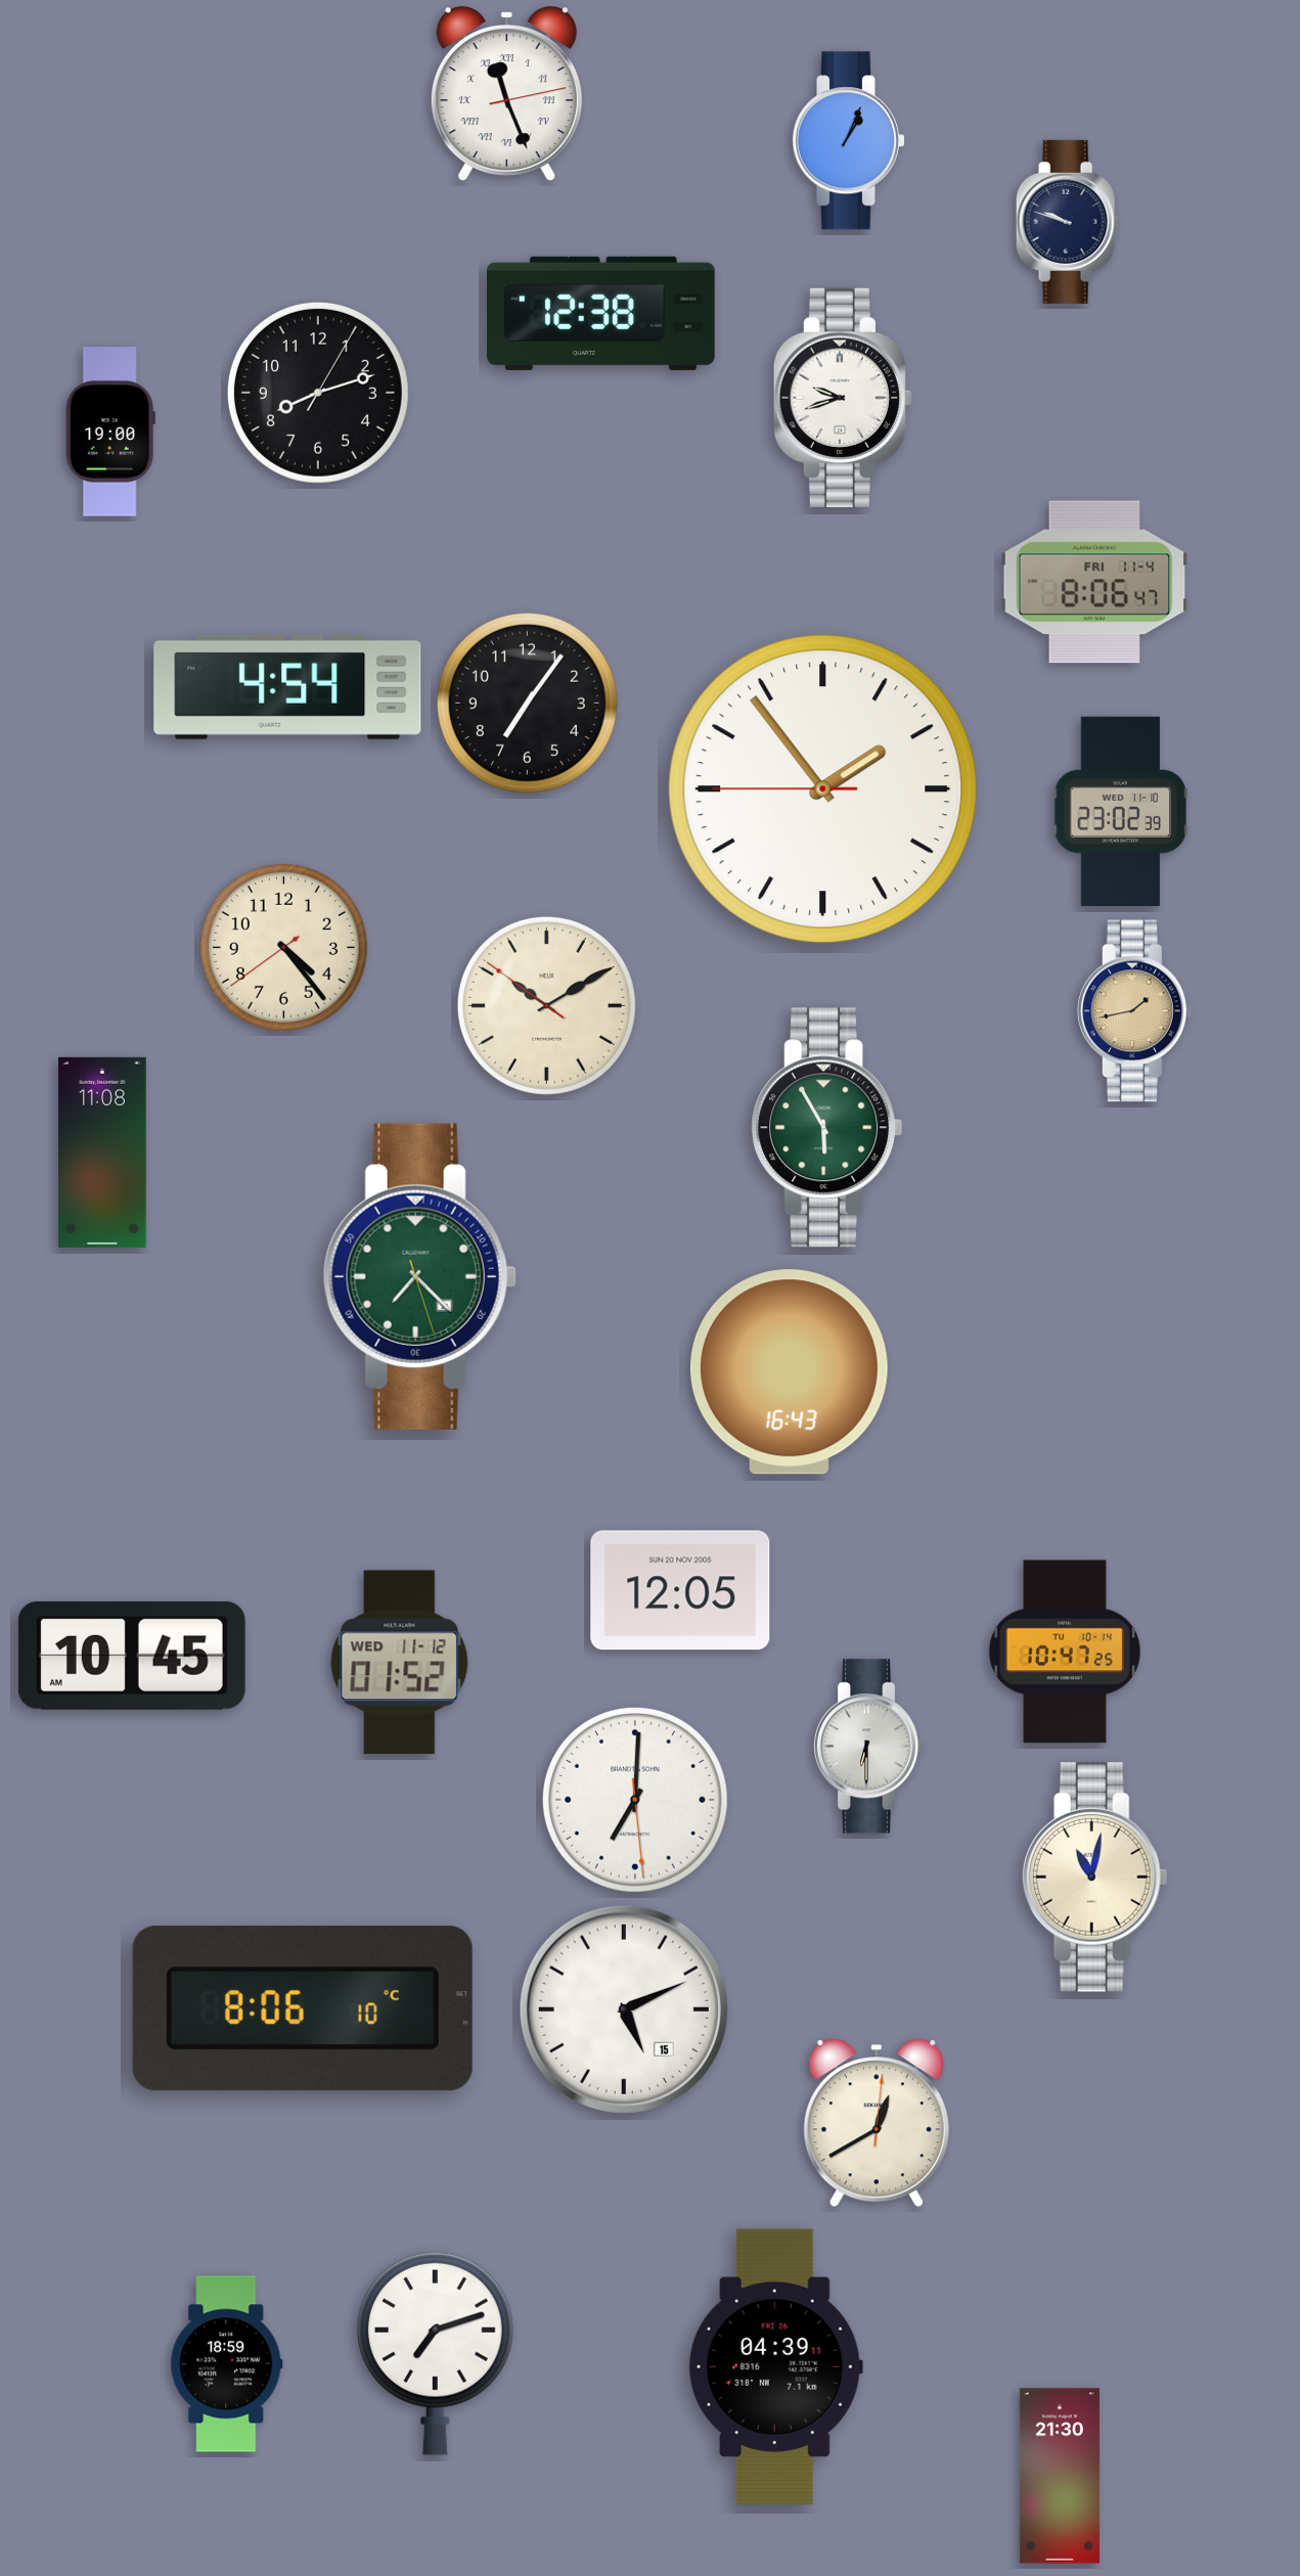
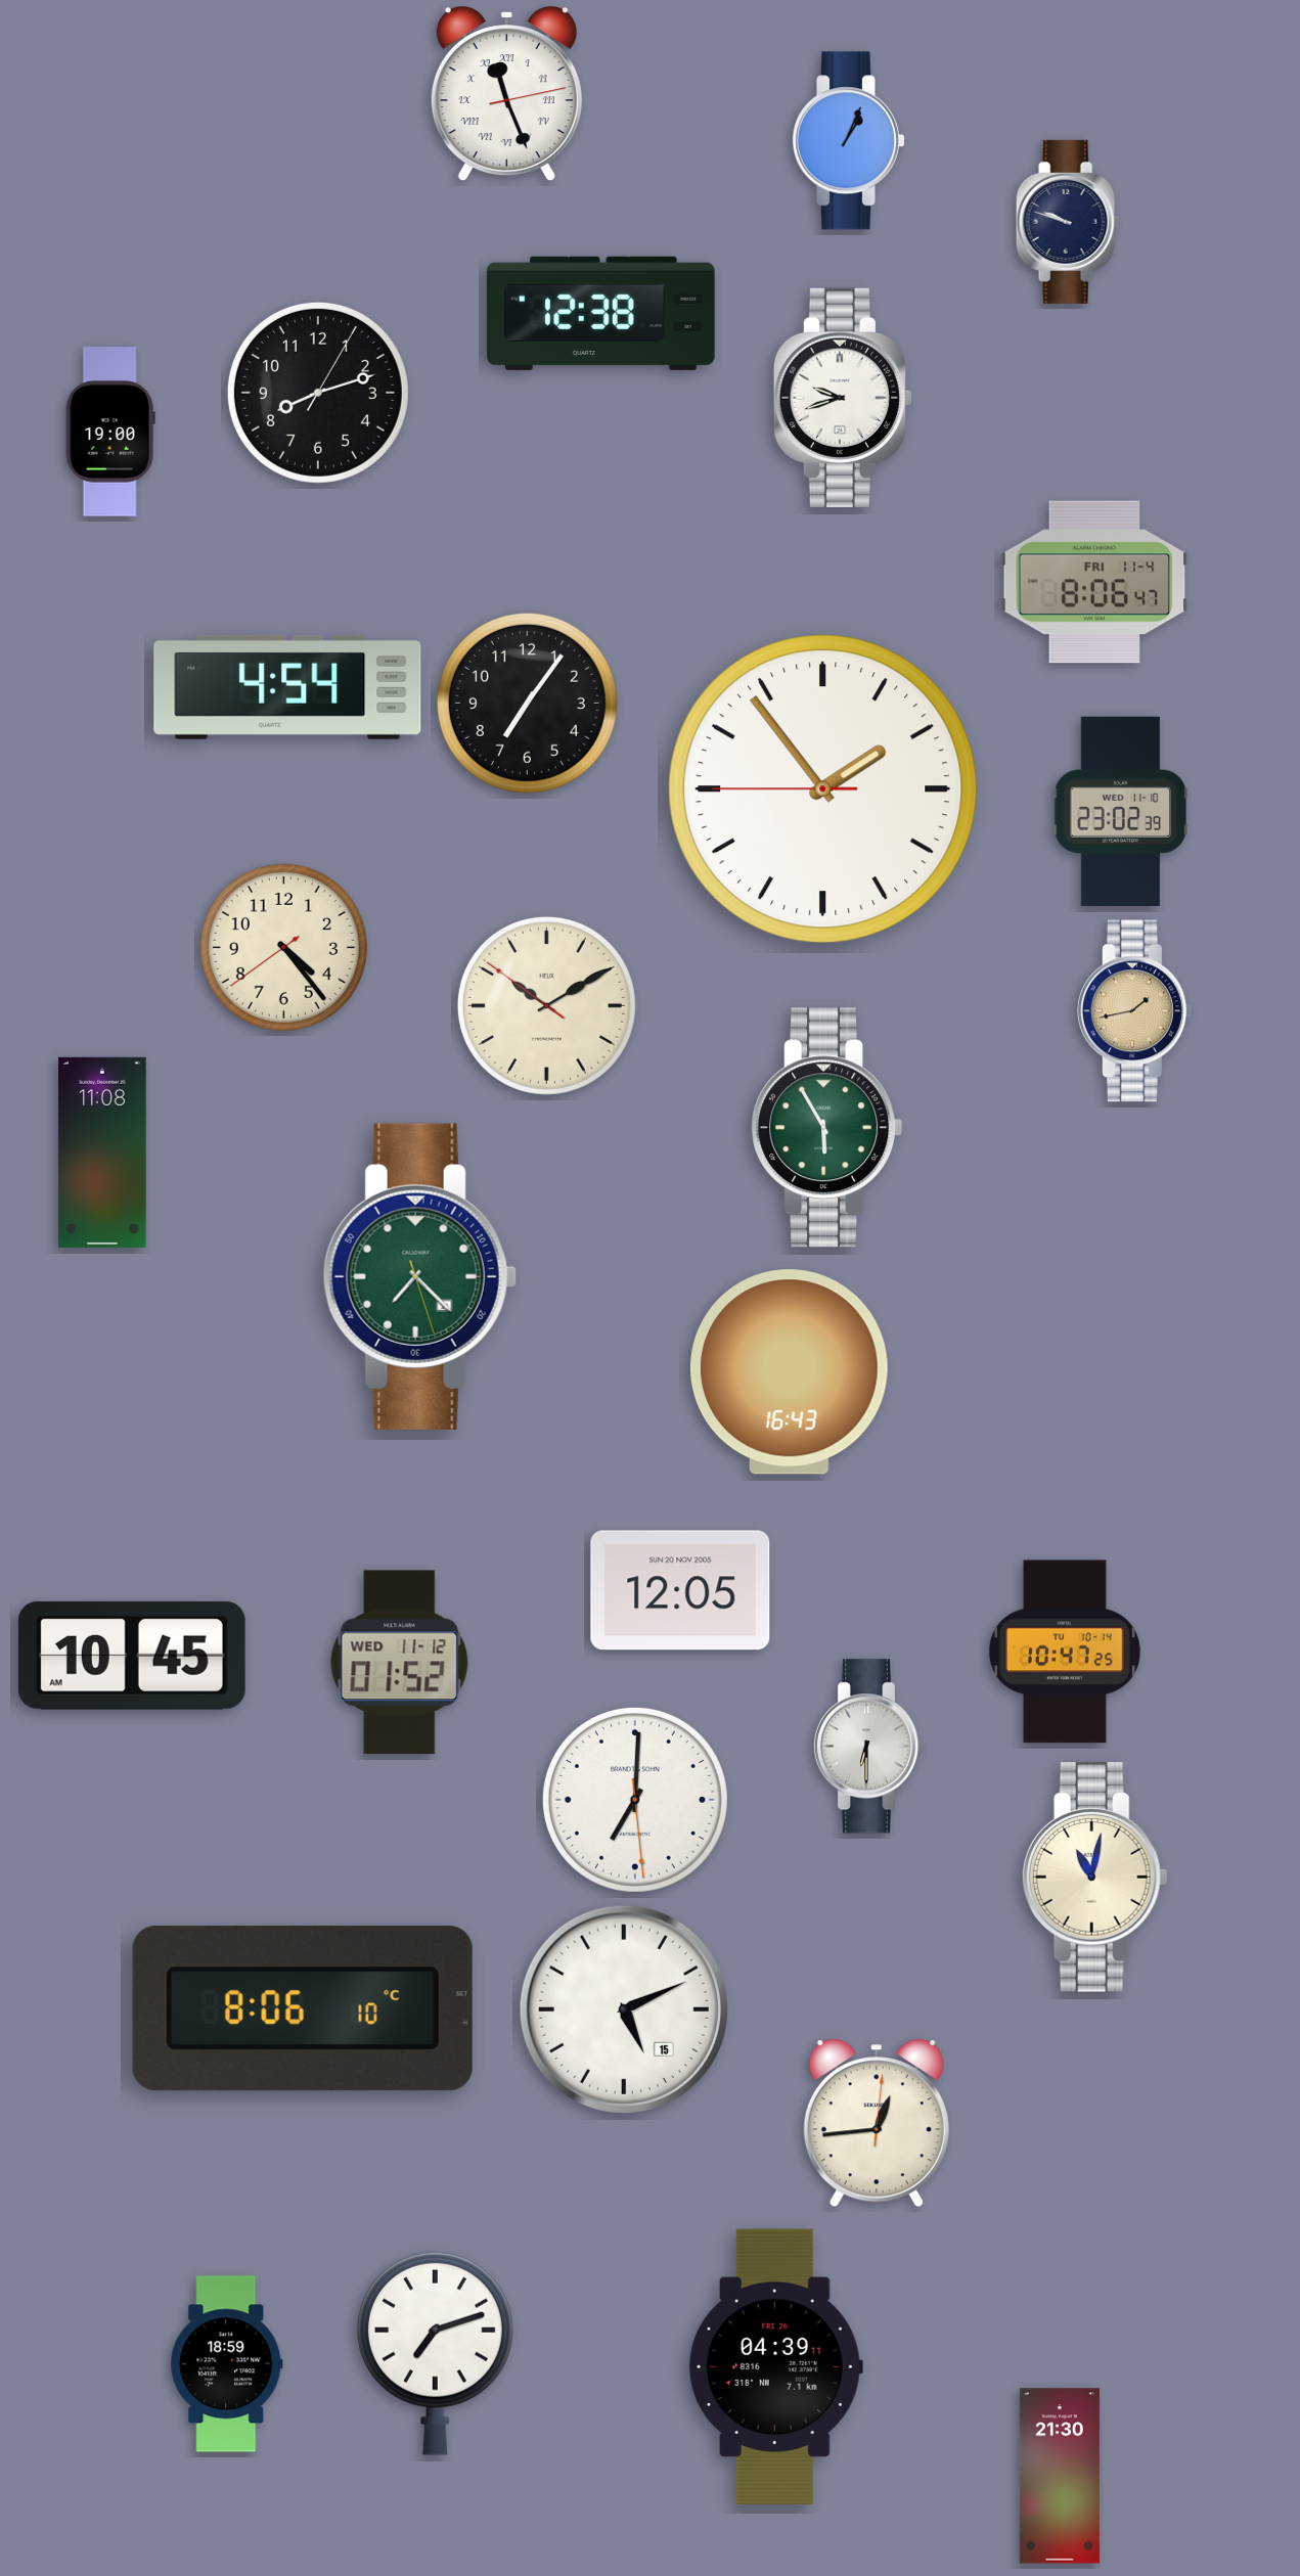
clock at (877, 2123): 12:40 -> 12:44
